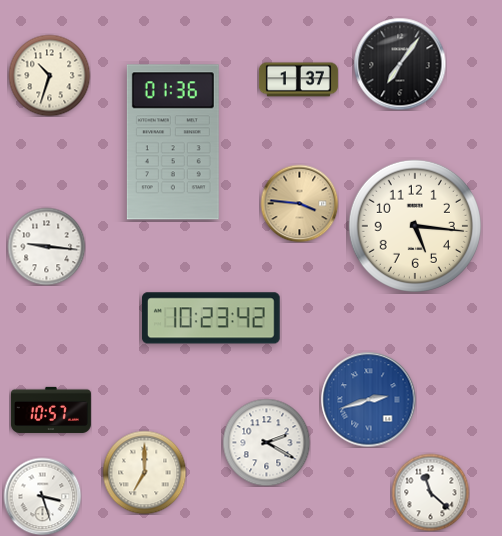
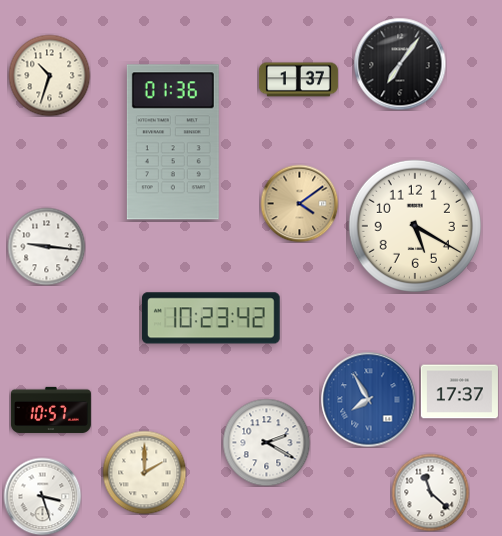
clock at (299, 203): 3:46 -> 4:09
clock at (415, 226): 5:16 -> 5:20
clock at (459, 392): none -> 17:37
clock at (368, 399): 2:42 -> 7:55
clock at (144, 472): 7:00 -> 2:00
